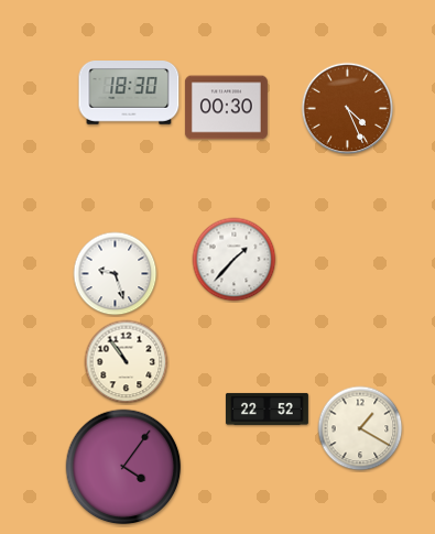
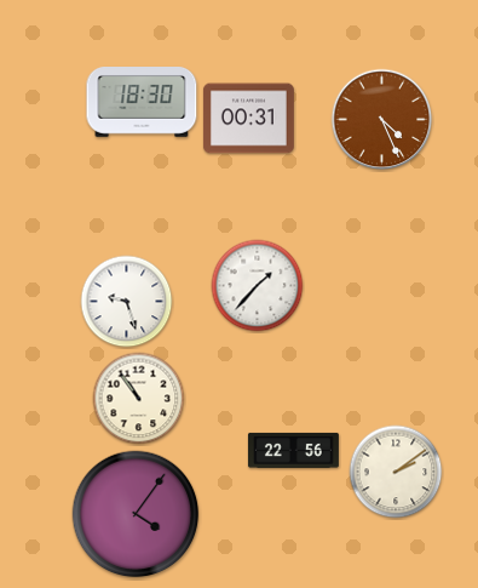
clock at (226, 108): 00:30 -> 00:31
clock at (267, 408): 22:52 -> 22:56
clock at (360, 428): 1:20 -> 2:09
